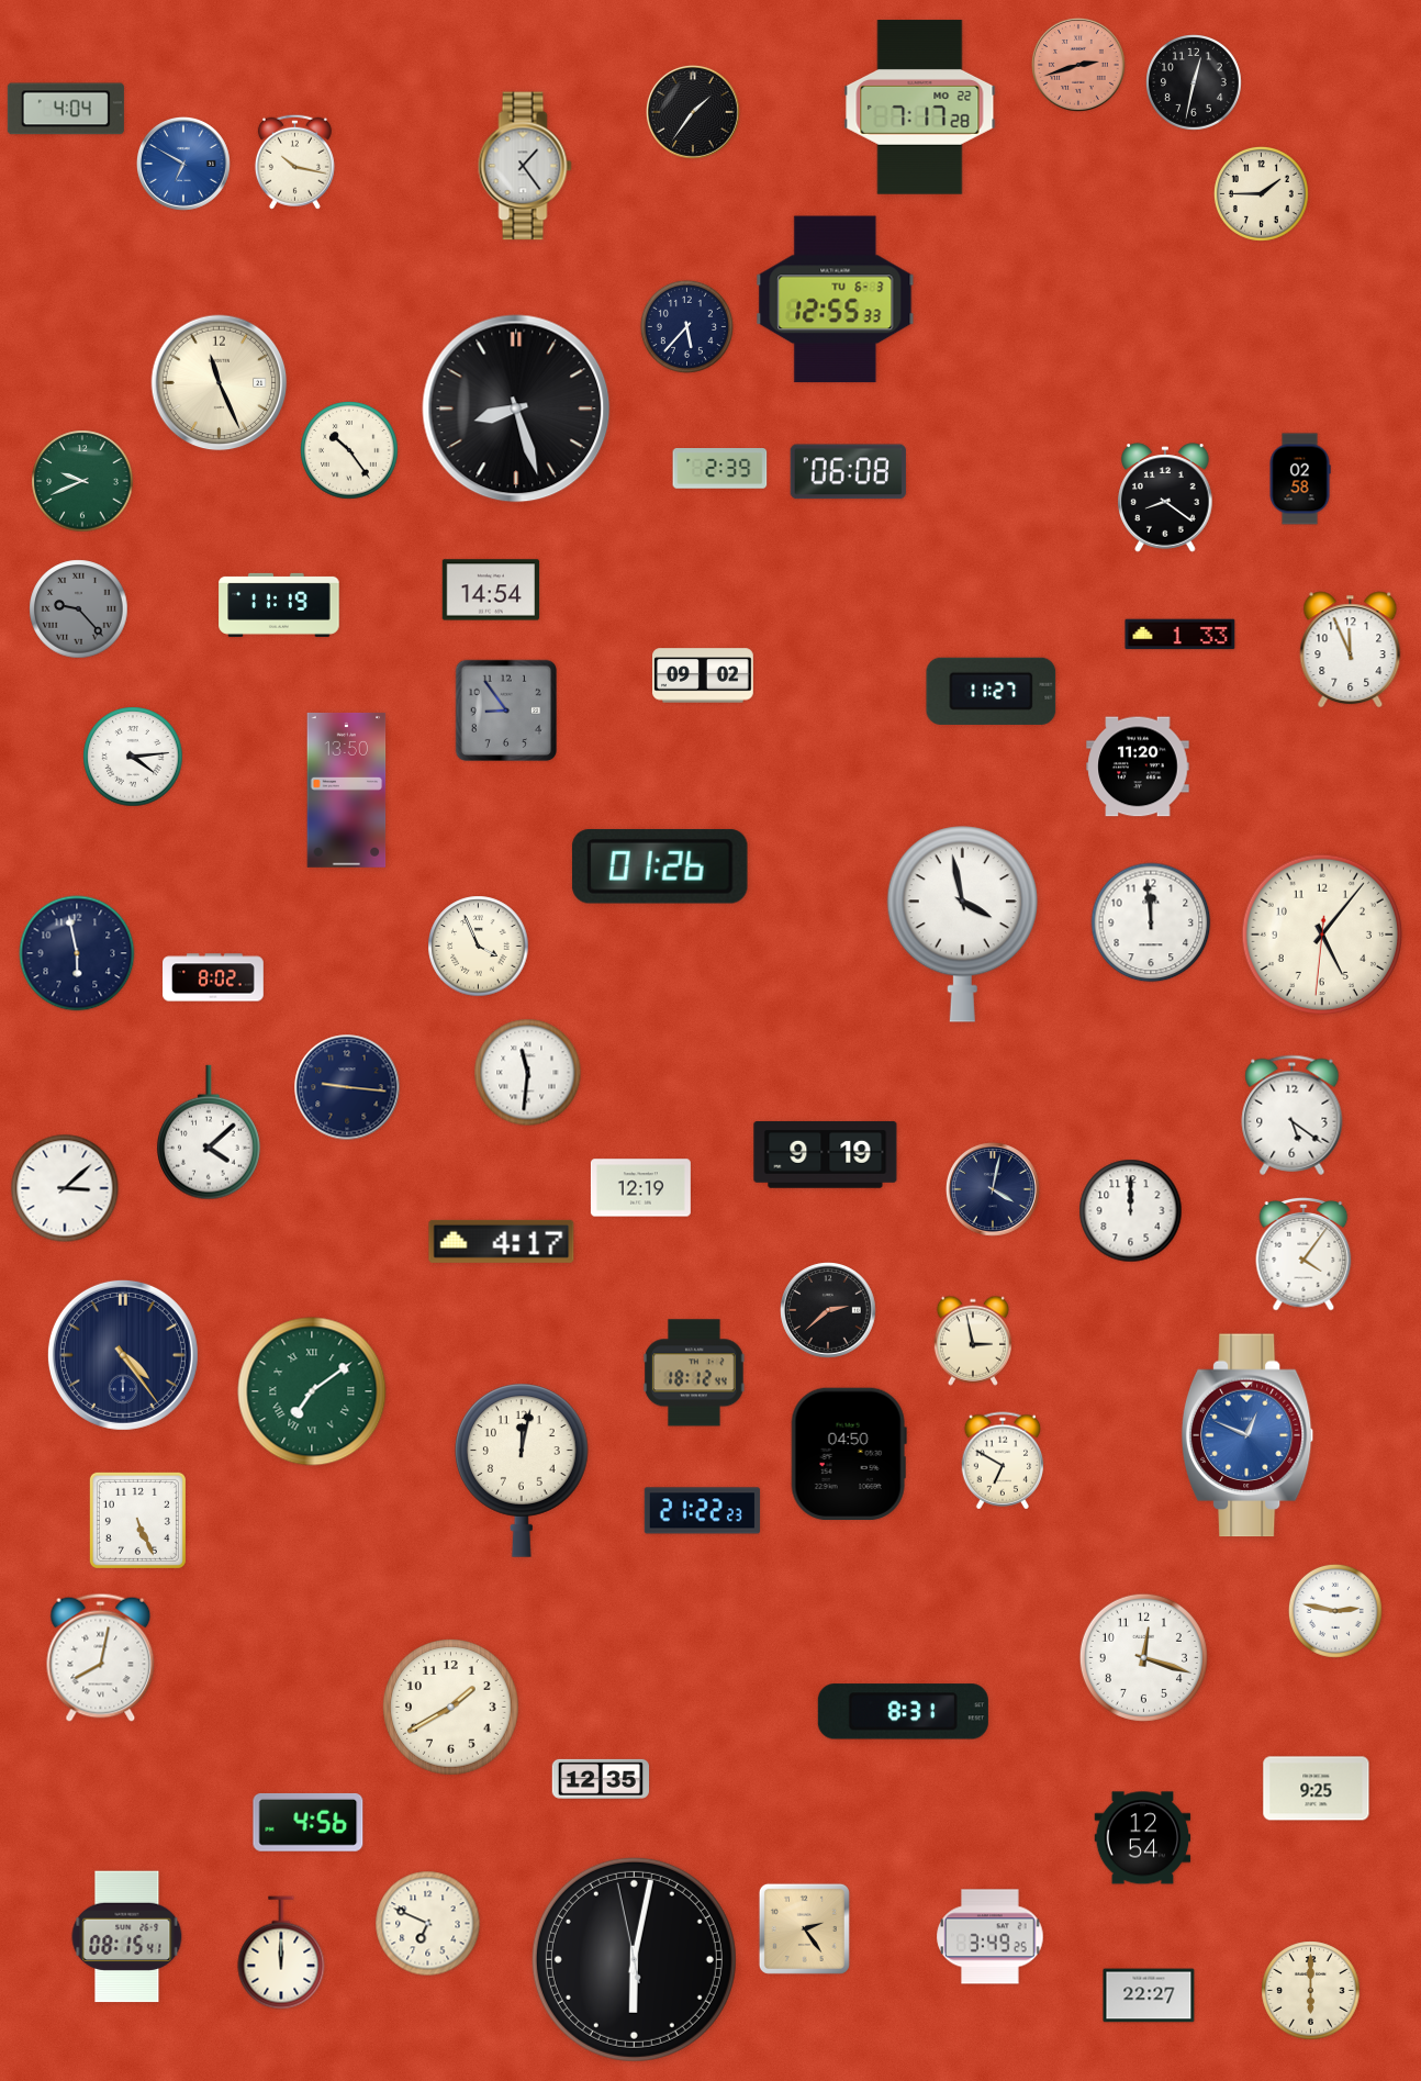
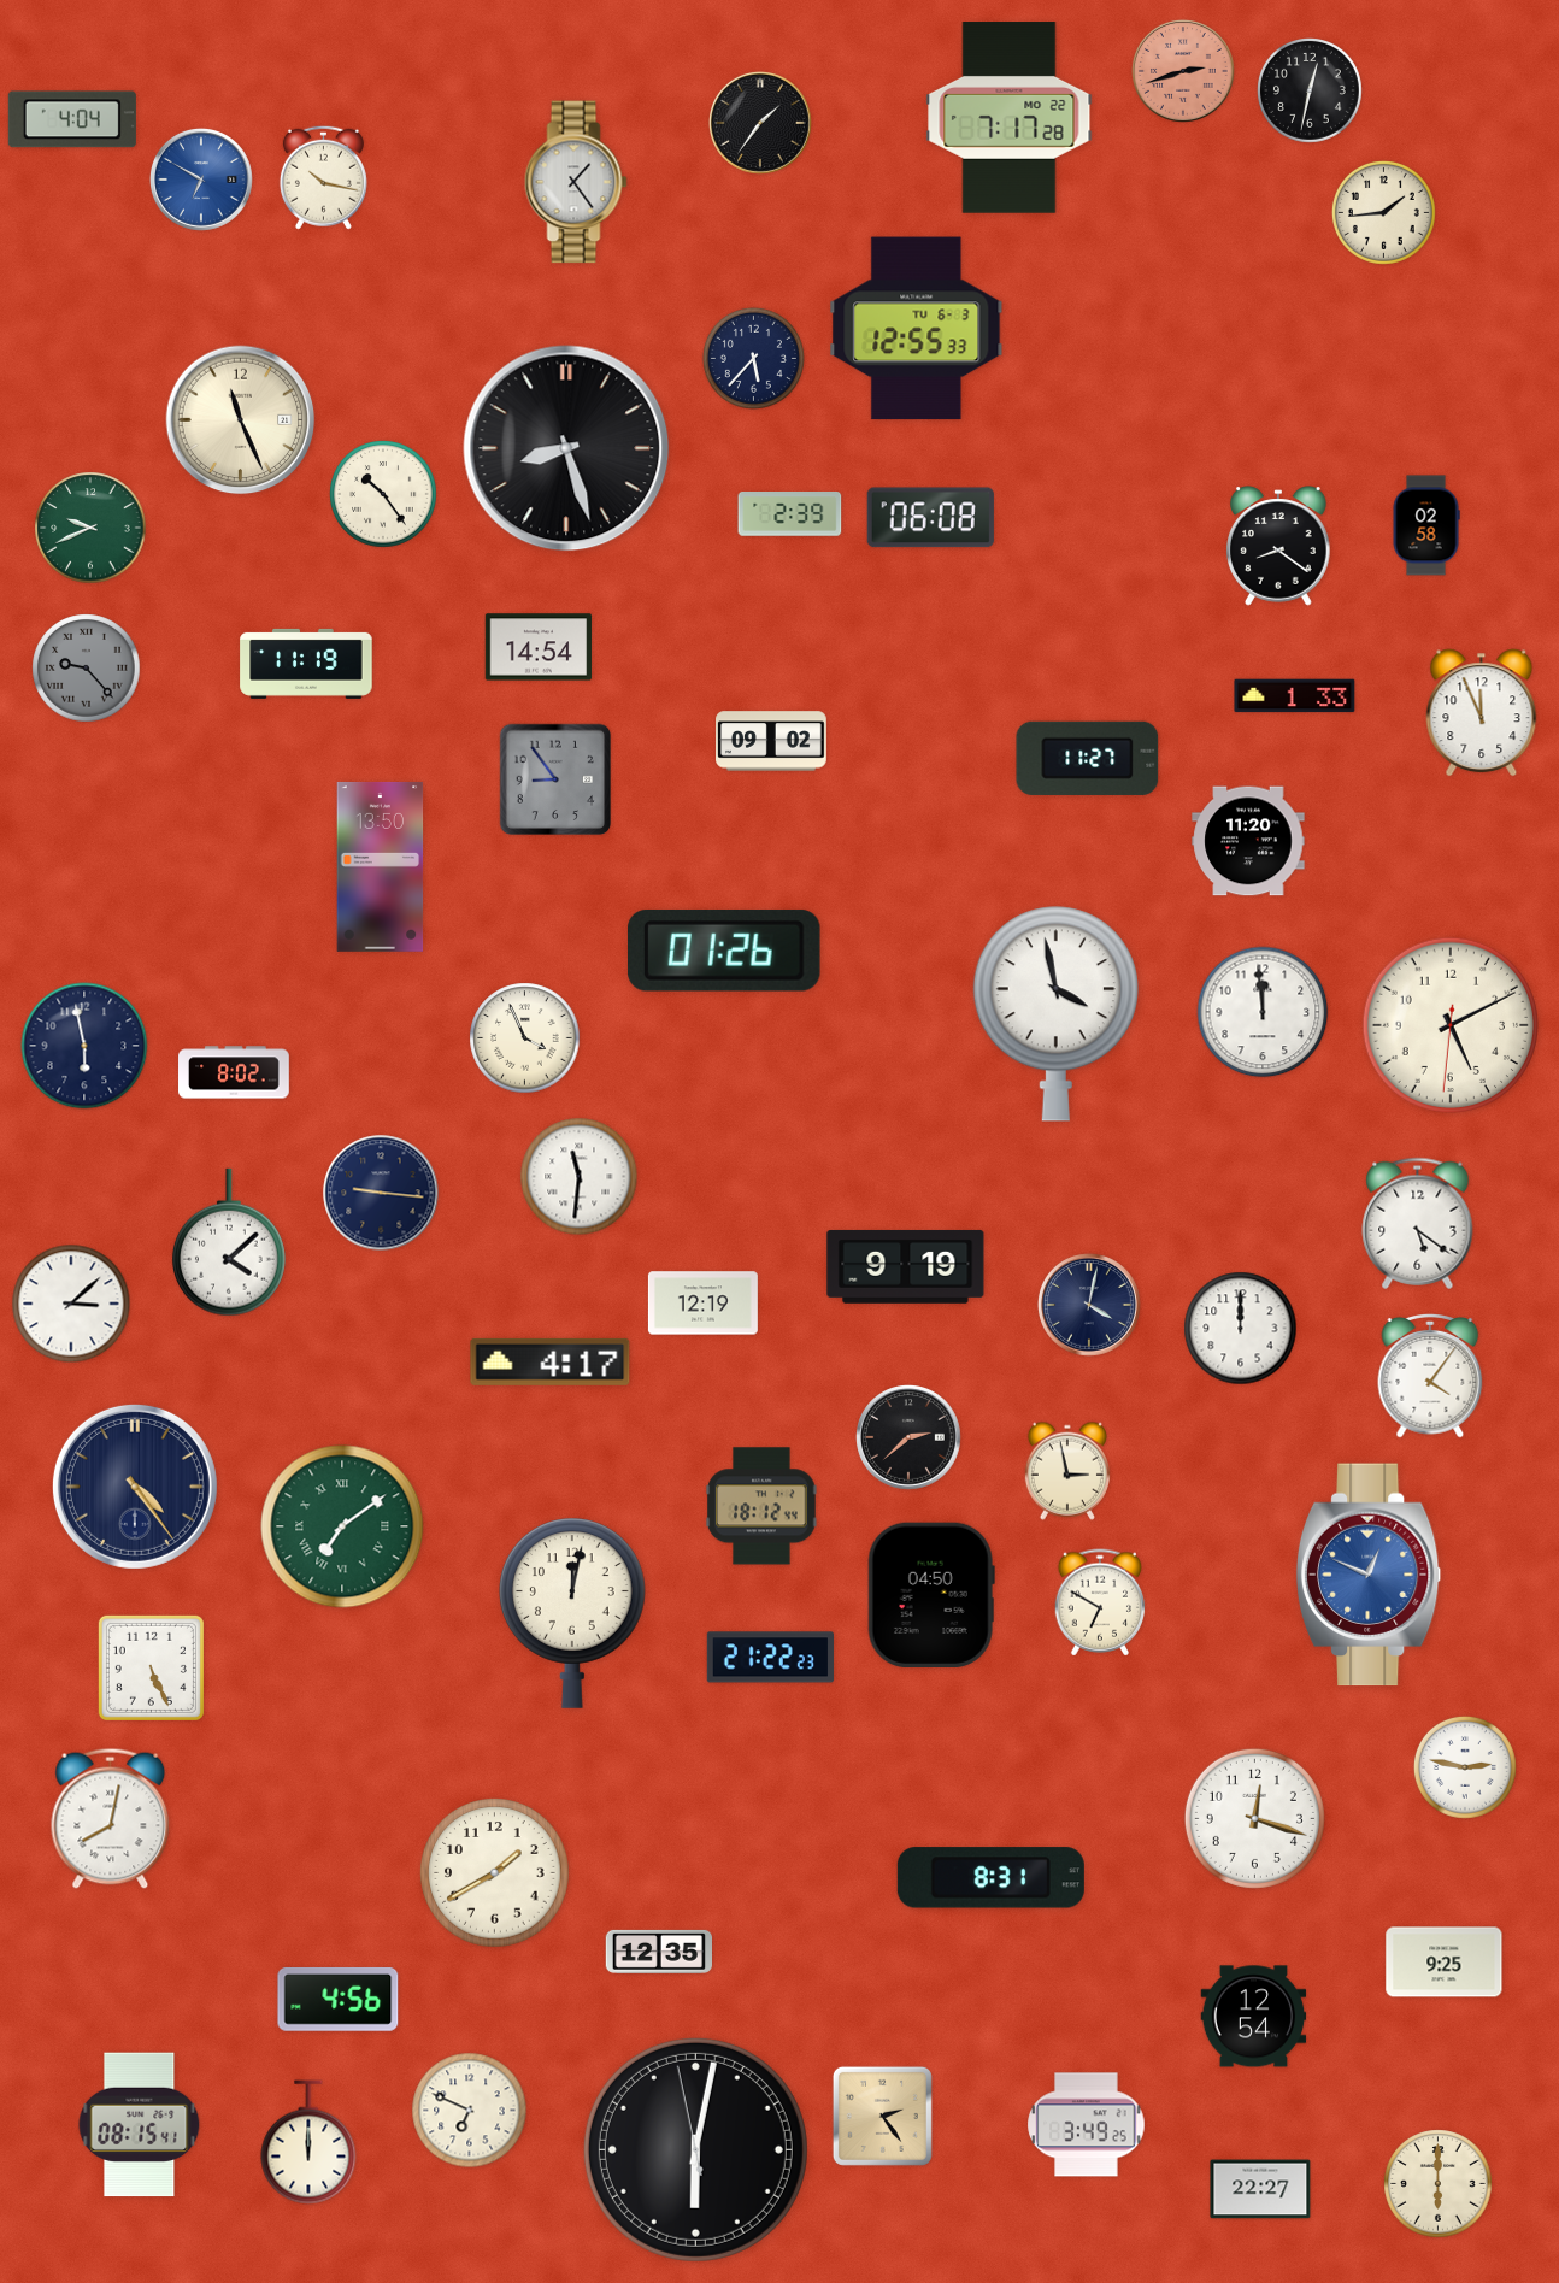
clock at (1261, 193): 1:45 -> 1:44
clock at (133, 757): 4:14 -> none
clock at (1321, 933): 5:06 -> 5:10
